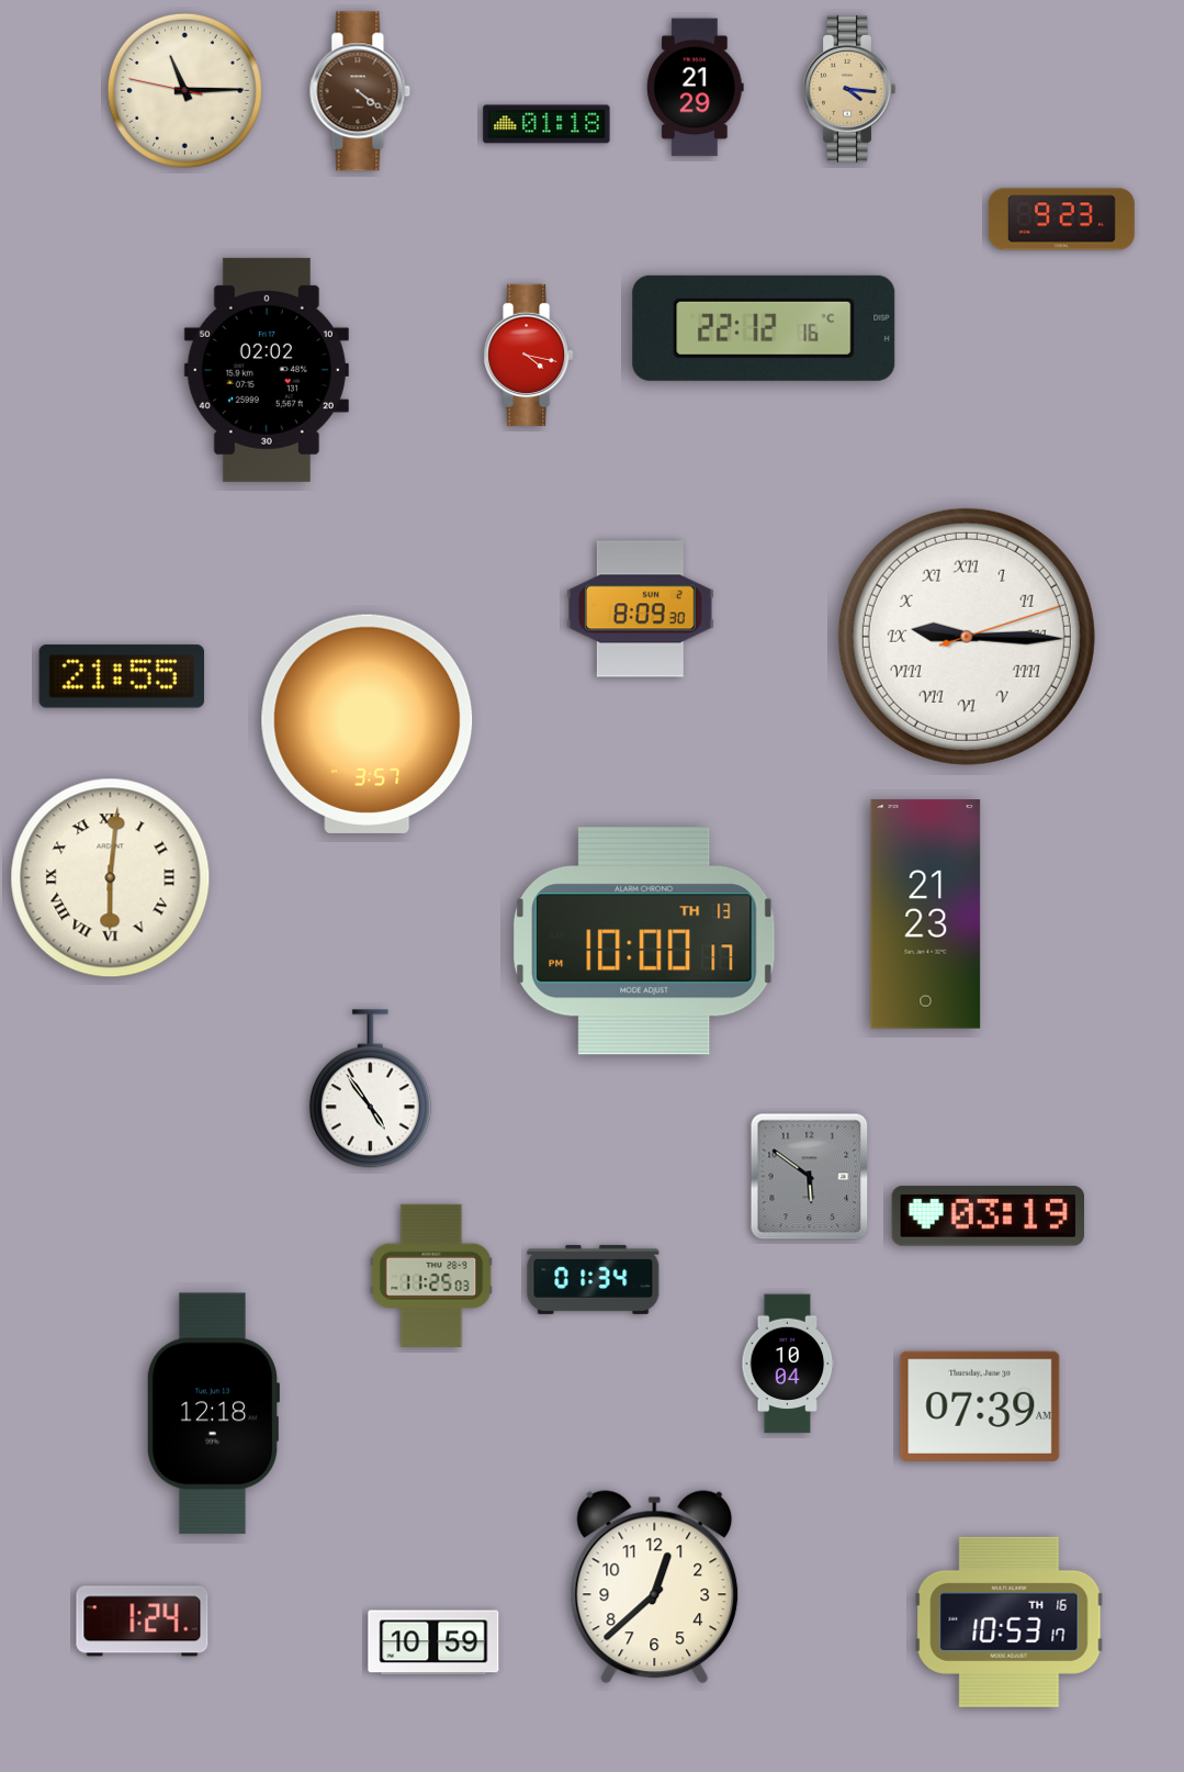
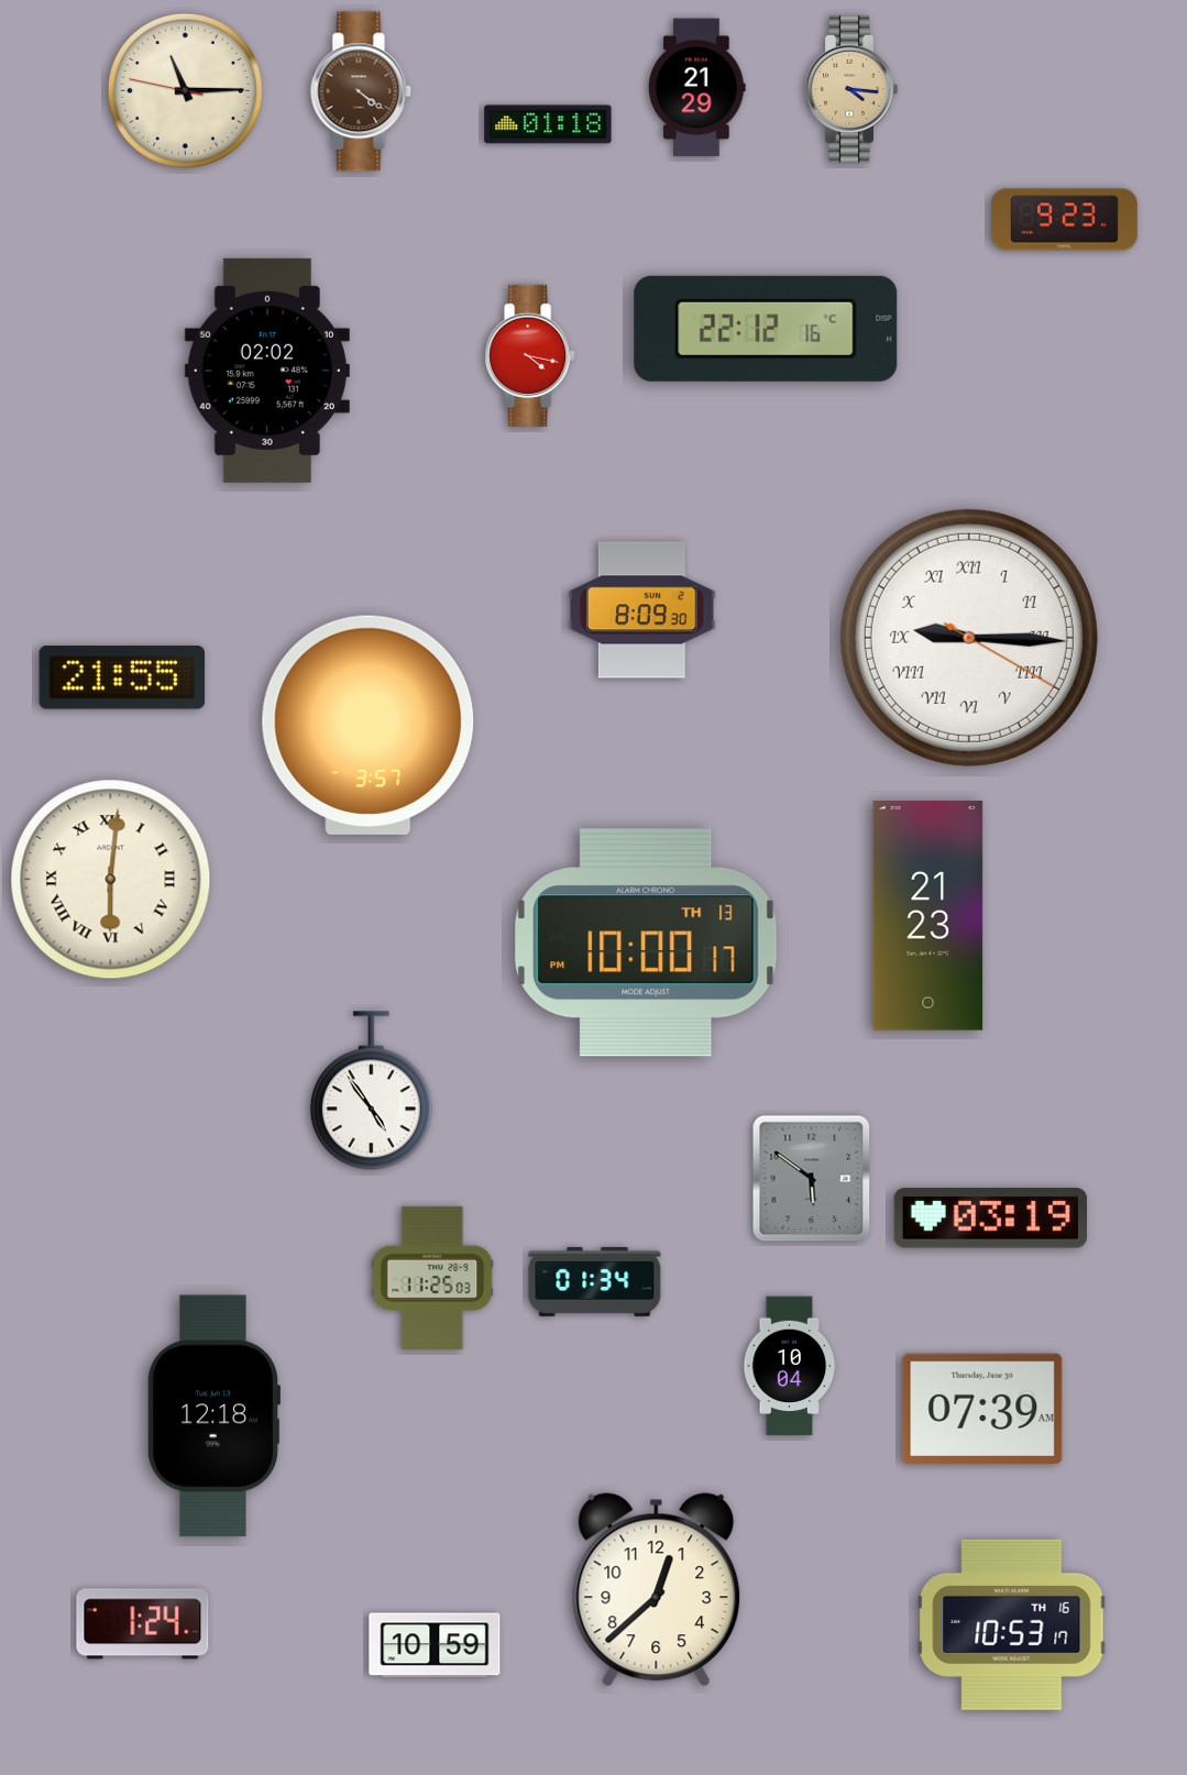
clock at (967, 637): 9:15:12 -> 9:15:20
